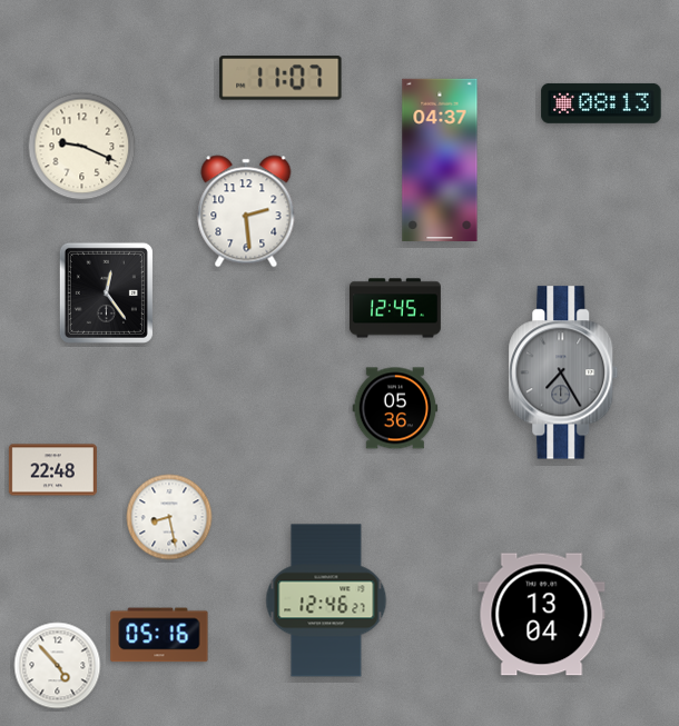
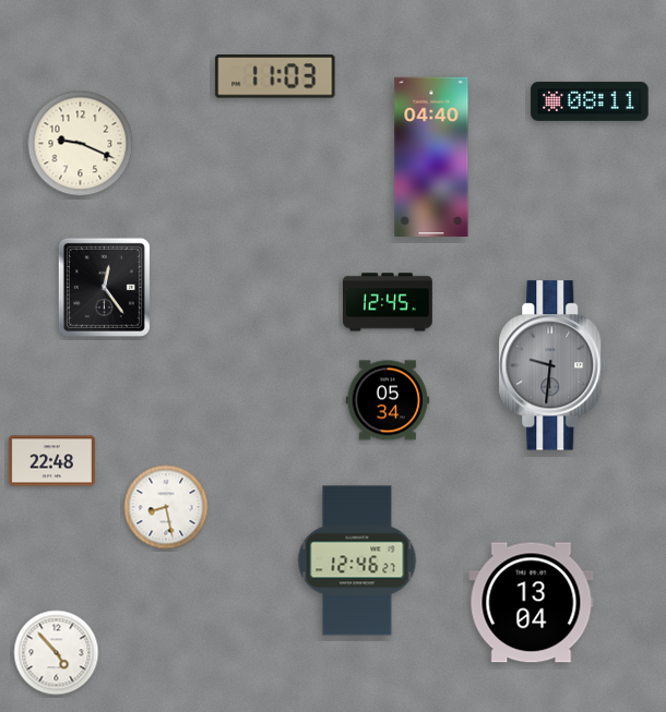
clock at (281, 78): 11:07 -> 11:03
clock at (601, 103): 08:13 -> 08:11
clock at (440, 159): 04:37 -> 04:40
clock at (246, 211): 2:29 -> none
clock at (563, 372): 7:25 -> 9:31
clock at (395, 408): 05:36 -> 05:34
clock at (326, 600) position: (326, 600) -> (357, 560)
clock at (159, 635): 05:16 -> none
